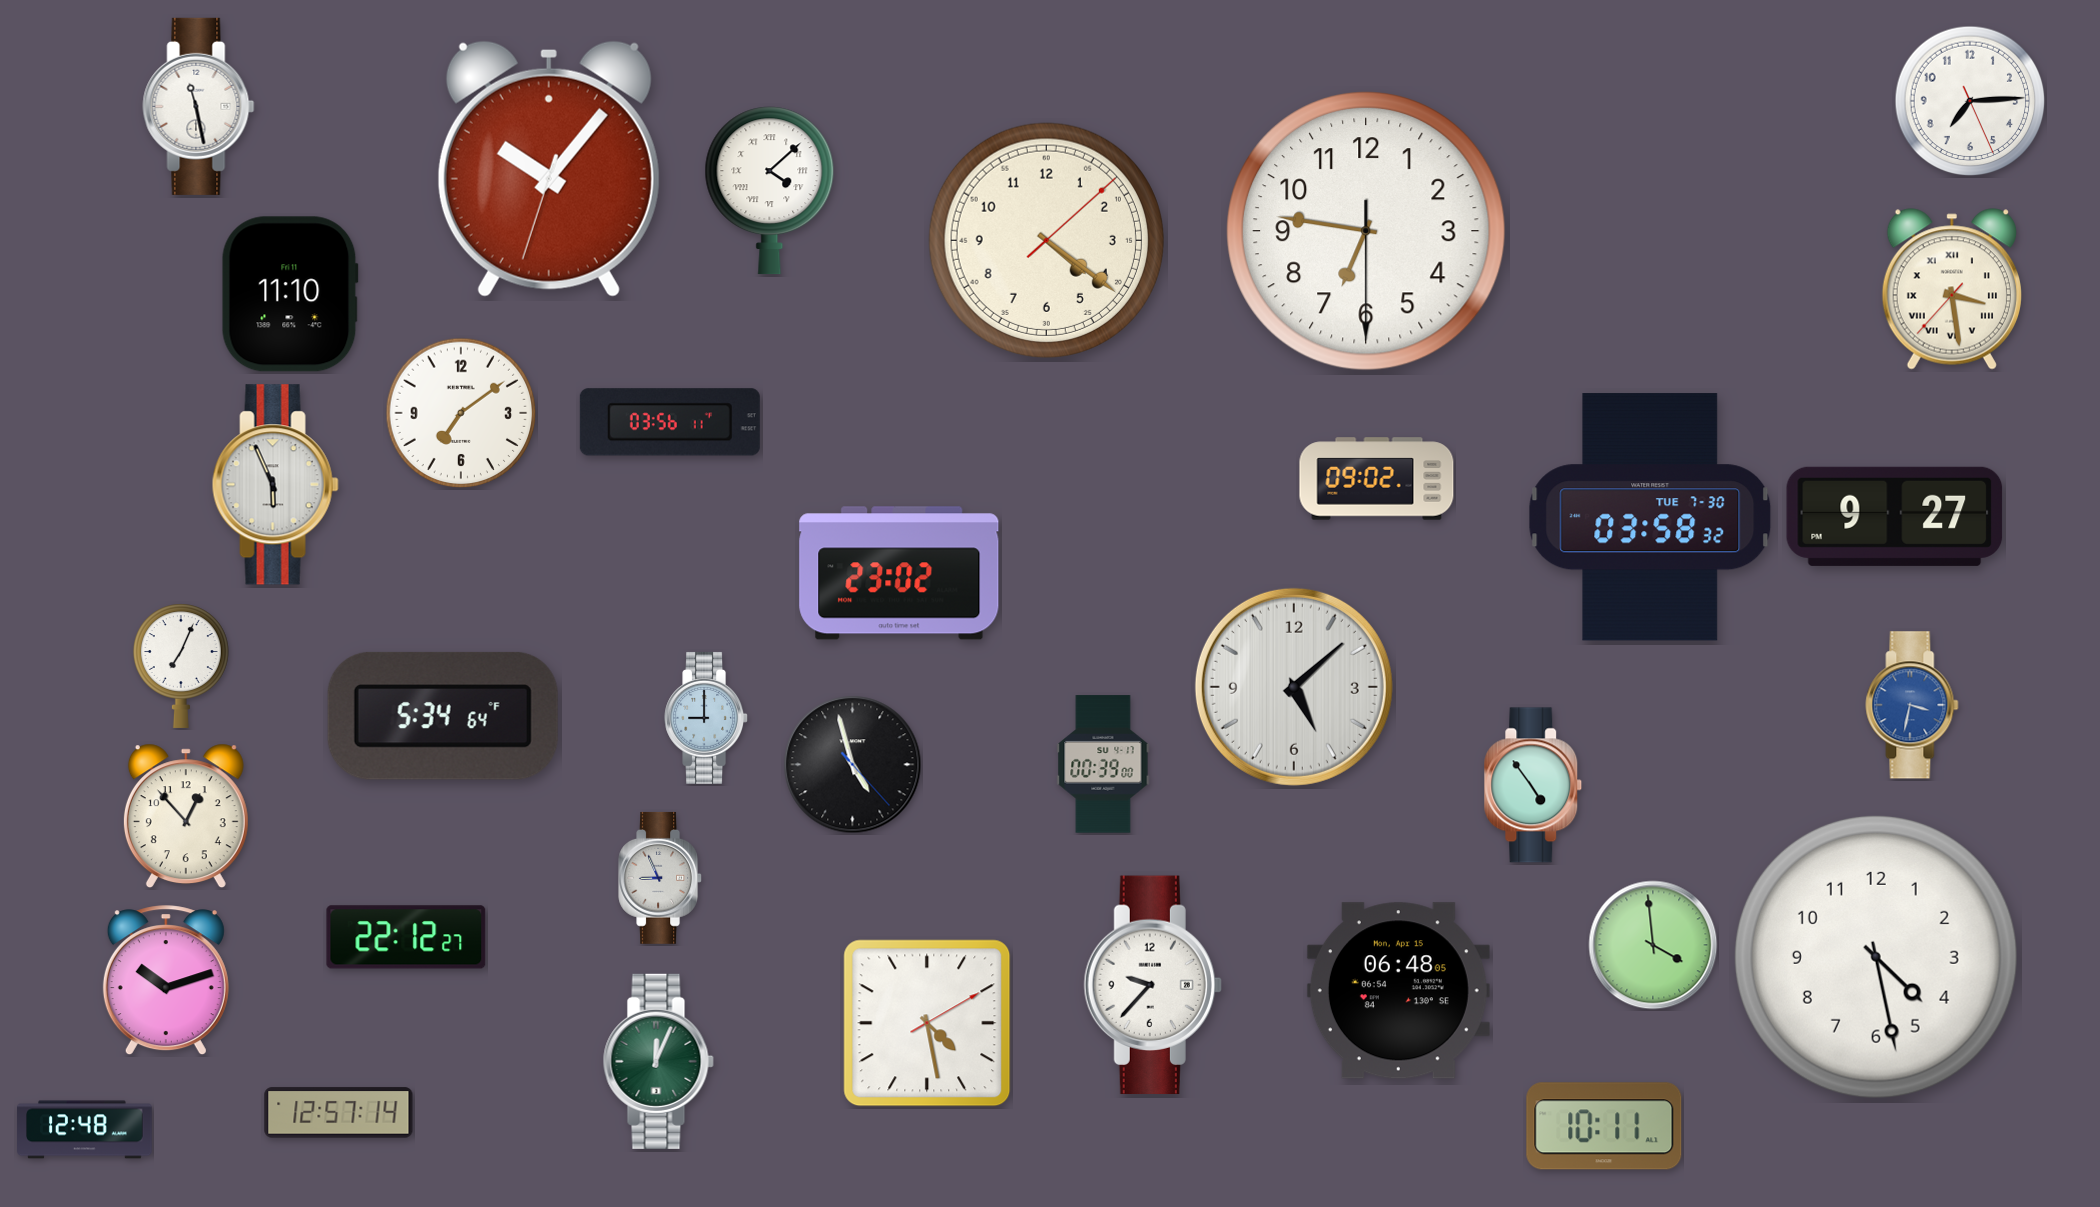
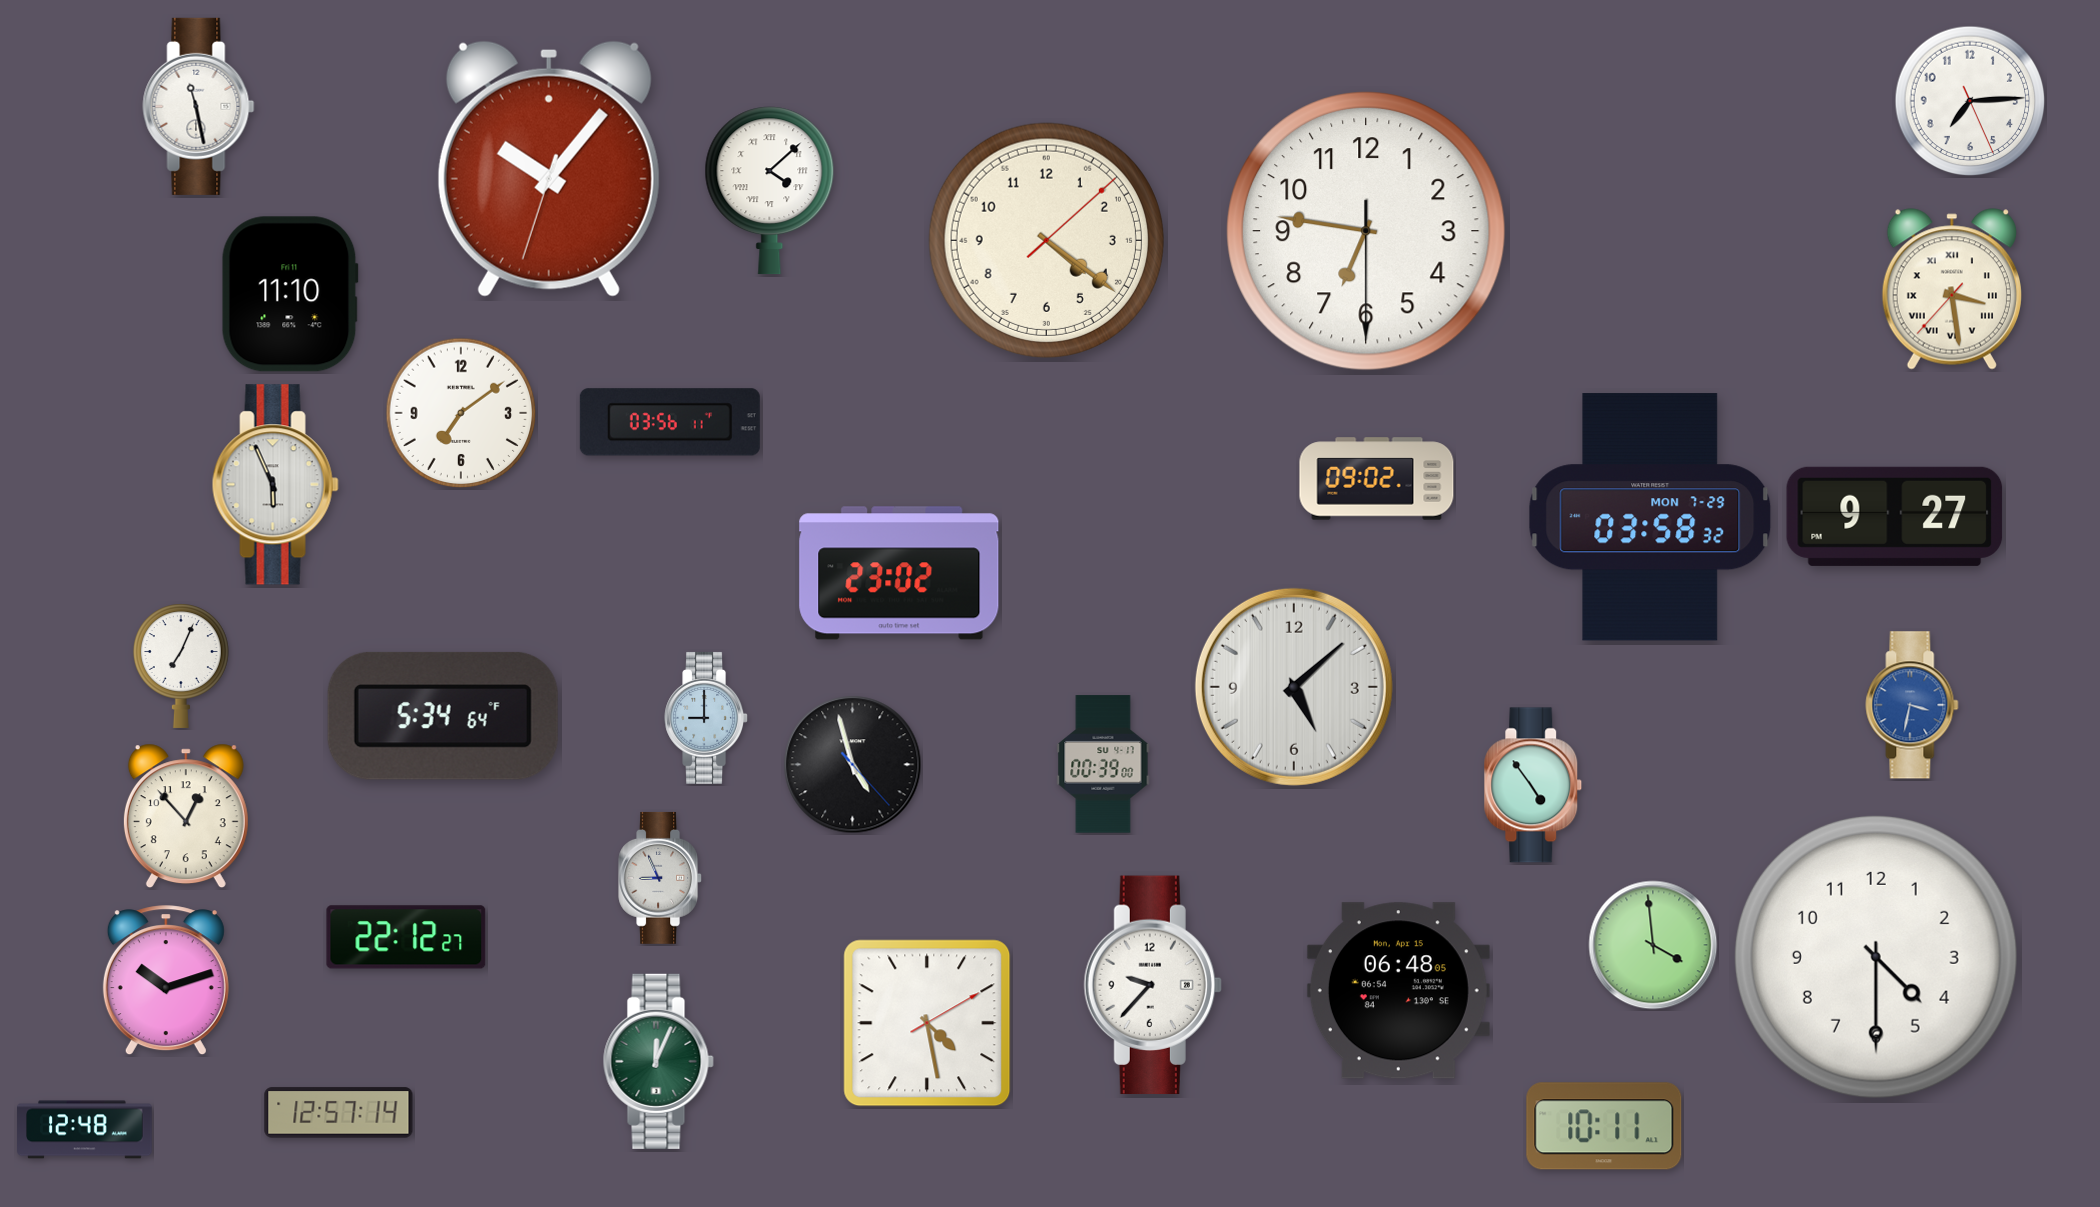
clock at (1650, 517) date: TUE 7-30 -> MON 7-29
clock at (1876, 957): 4:28 -> 4:30
